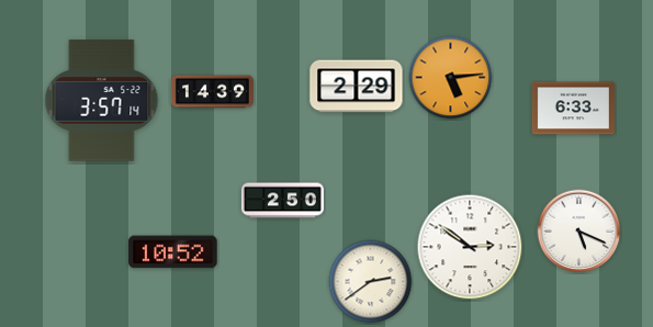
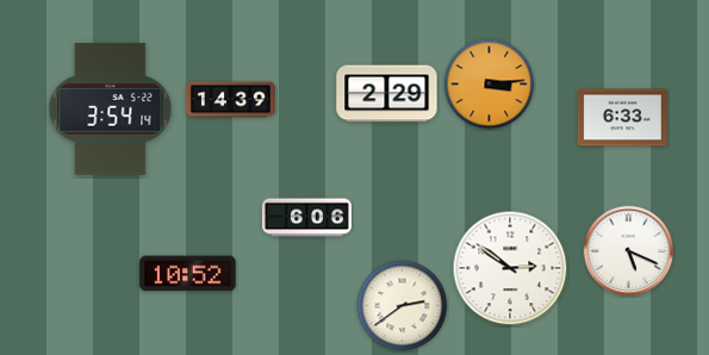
clock at (451, 78): 5:14 -> 3:14
clock at (102, 101): 3:57 -> 3:54
clock at (282, 201): 2:50 -> 6:06
